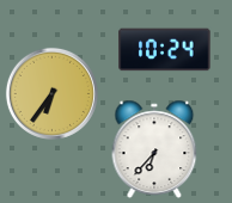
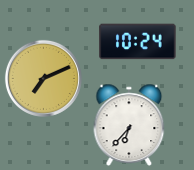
clock at (51, 93): 6:36 -> 7:11
